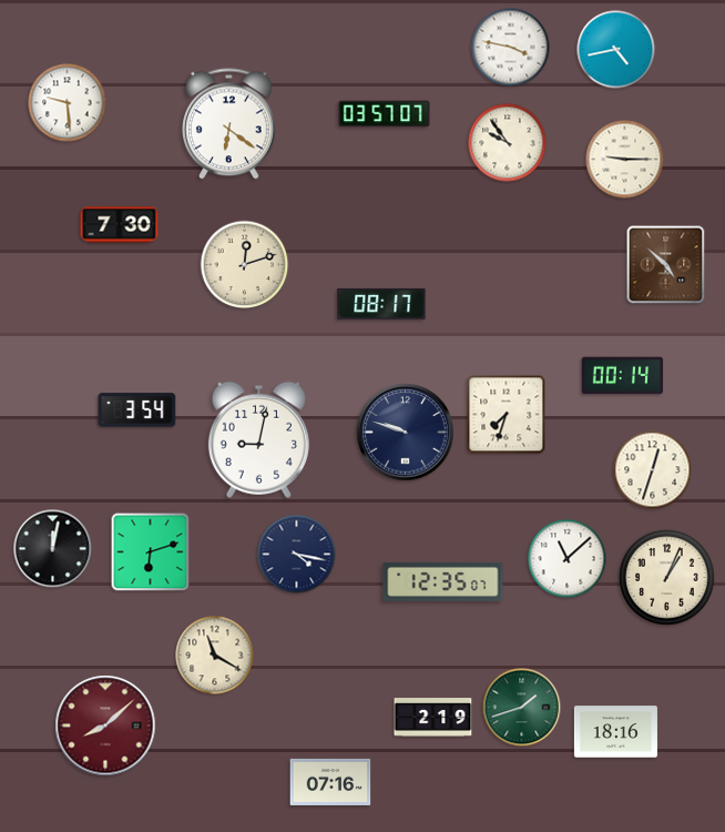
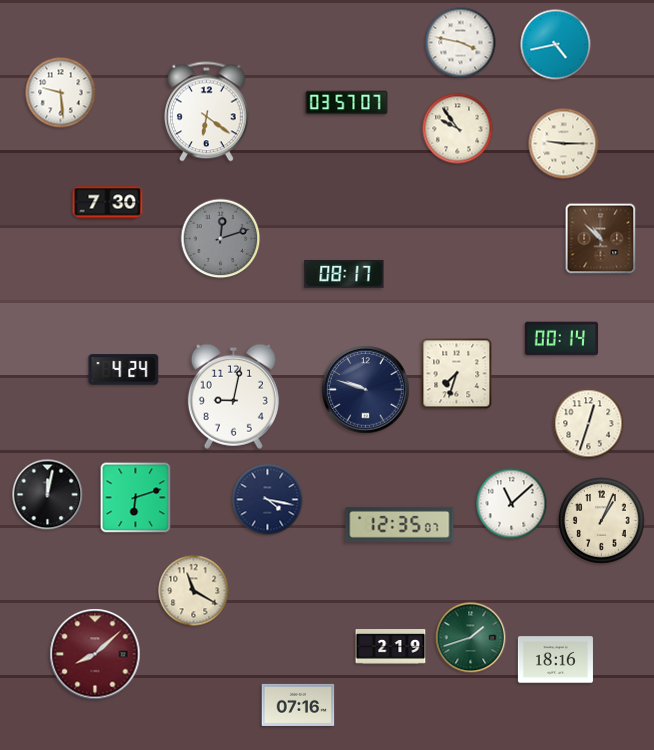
clock at (245, 265) dial: cream -> grey
clock at (666, 265): 4:52 -> 10:52
clock at (137, 410): 3:54 -> 4:24
